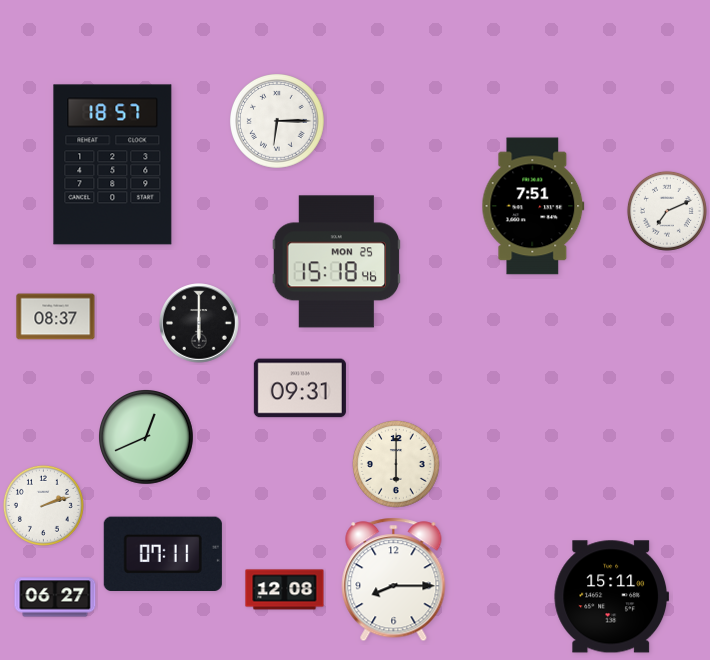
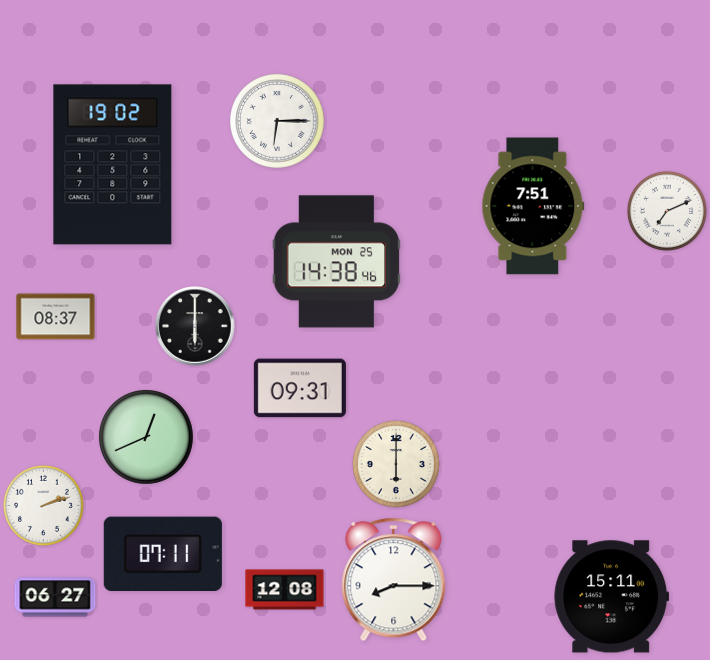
clock at (113, 165): 18:57 -> 19:02
clock at (337, 262): 15:18 -> 14:38
clock at (199, 323) position: (199, 323) -> (195, 326)
